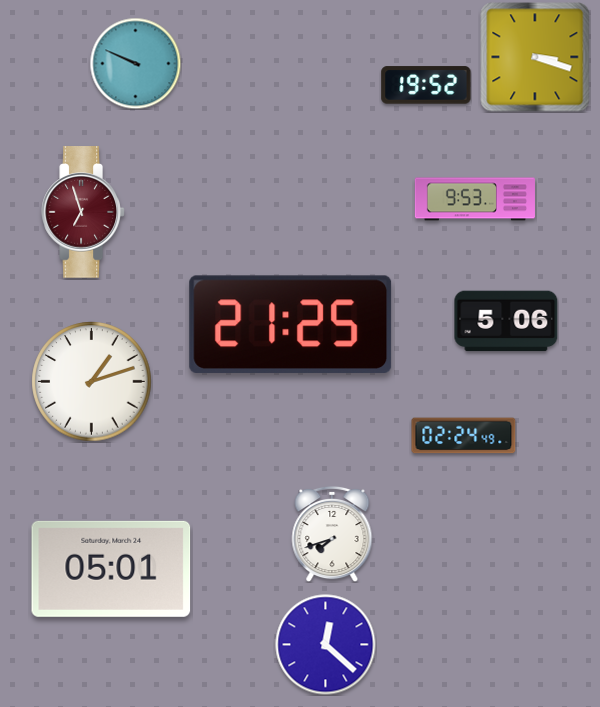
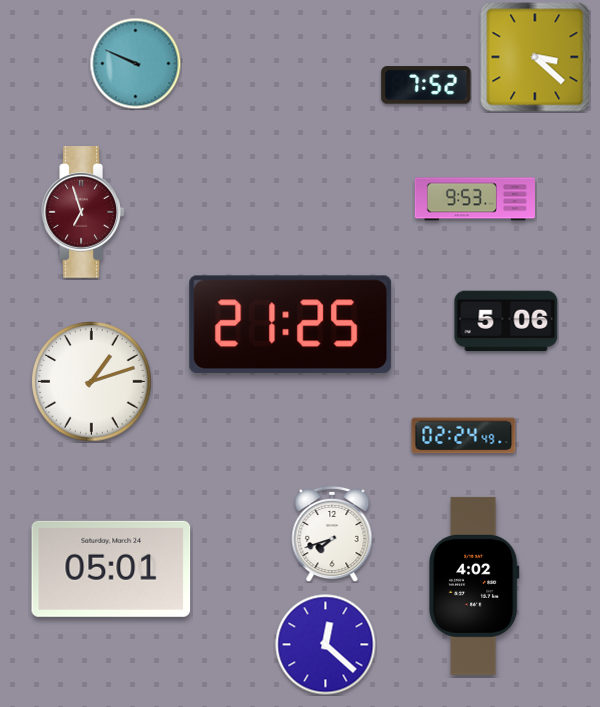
clock at (535, 57): 3:18 -> 3:22
clock at (426, 85): 19:52 -> 7:52
clock at (474, 586): none -> 4:02
